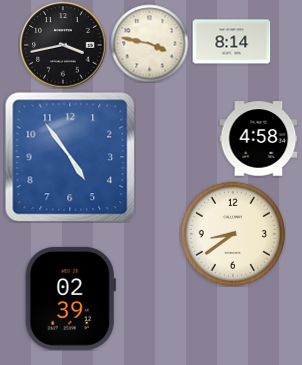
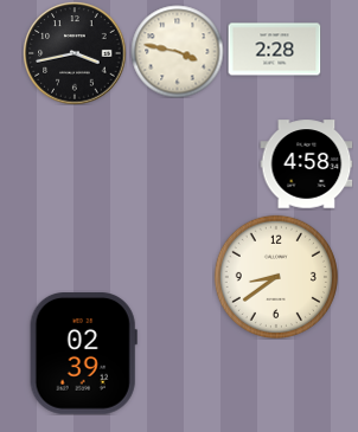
clock at (231, 42): 8:14 -> 2:28
clock at (70, 157): 4:54 -> none
